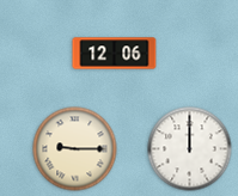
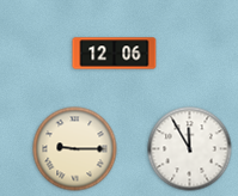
clock at (190, 149): 12:00 -> 11:55
